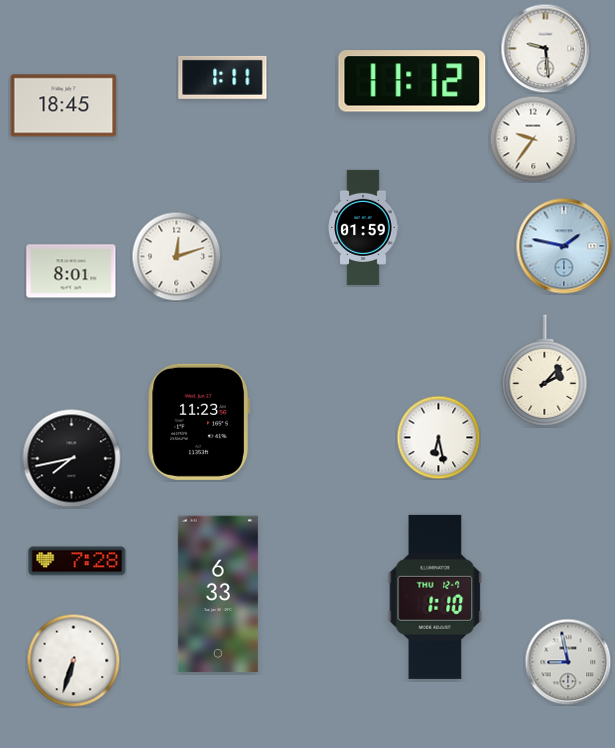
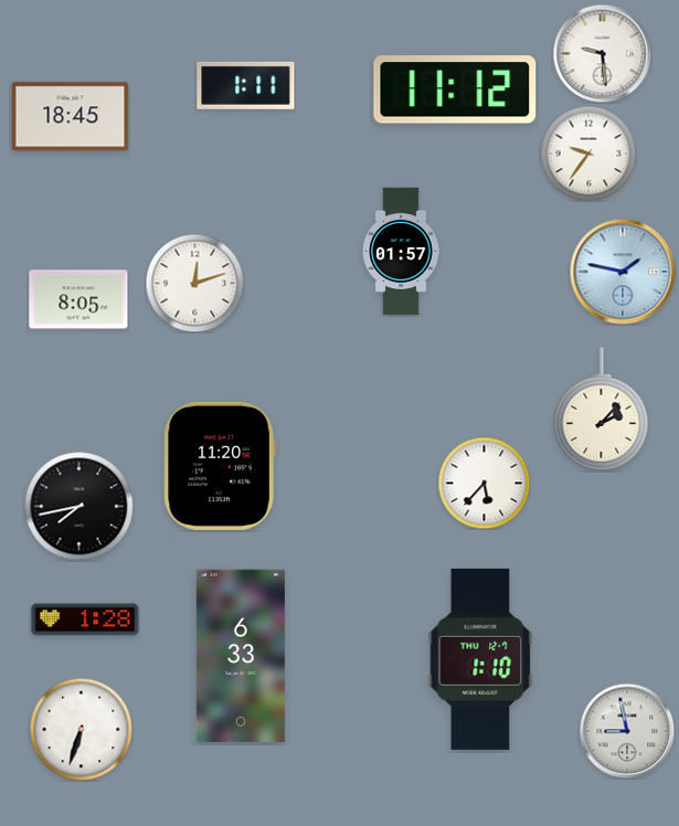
clock at (363, 227): 01:59 -> 01:57
clock at (71, 271): 8:01 -> 8:05
clock at (199, 422): 11:23 -> 11:20
clock at (438, 437): 6:28 -> 5:37
clock at (77, 561): 7:28 -> 1:28
